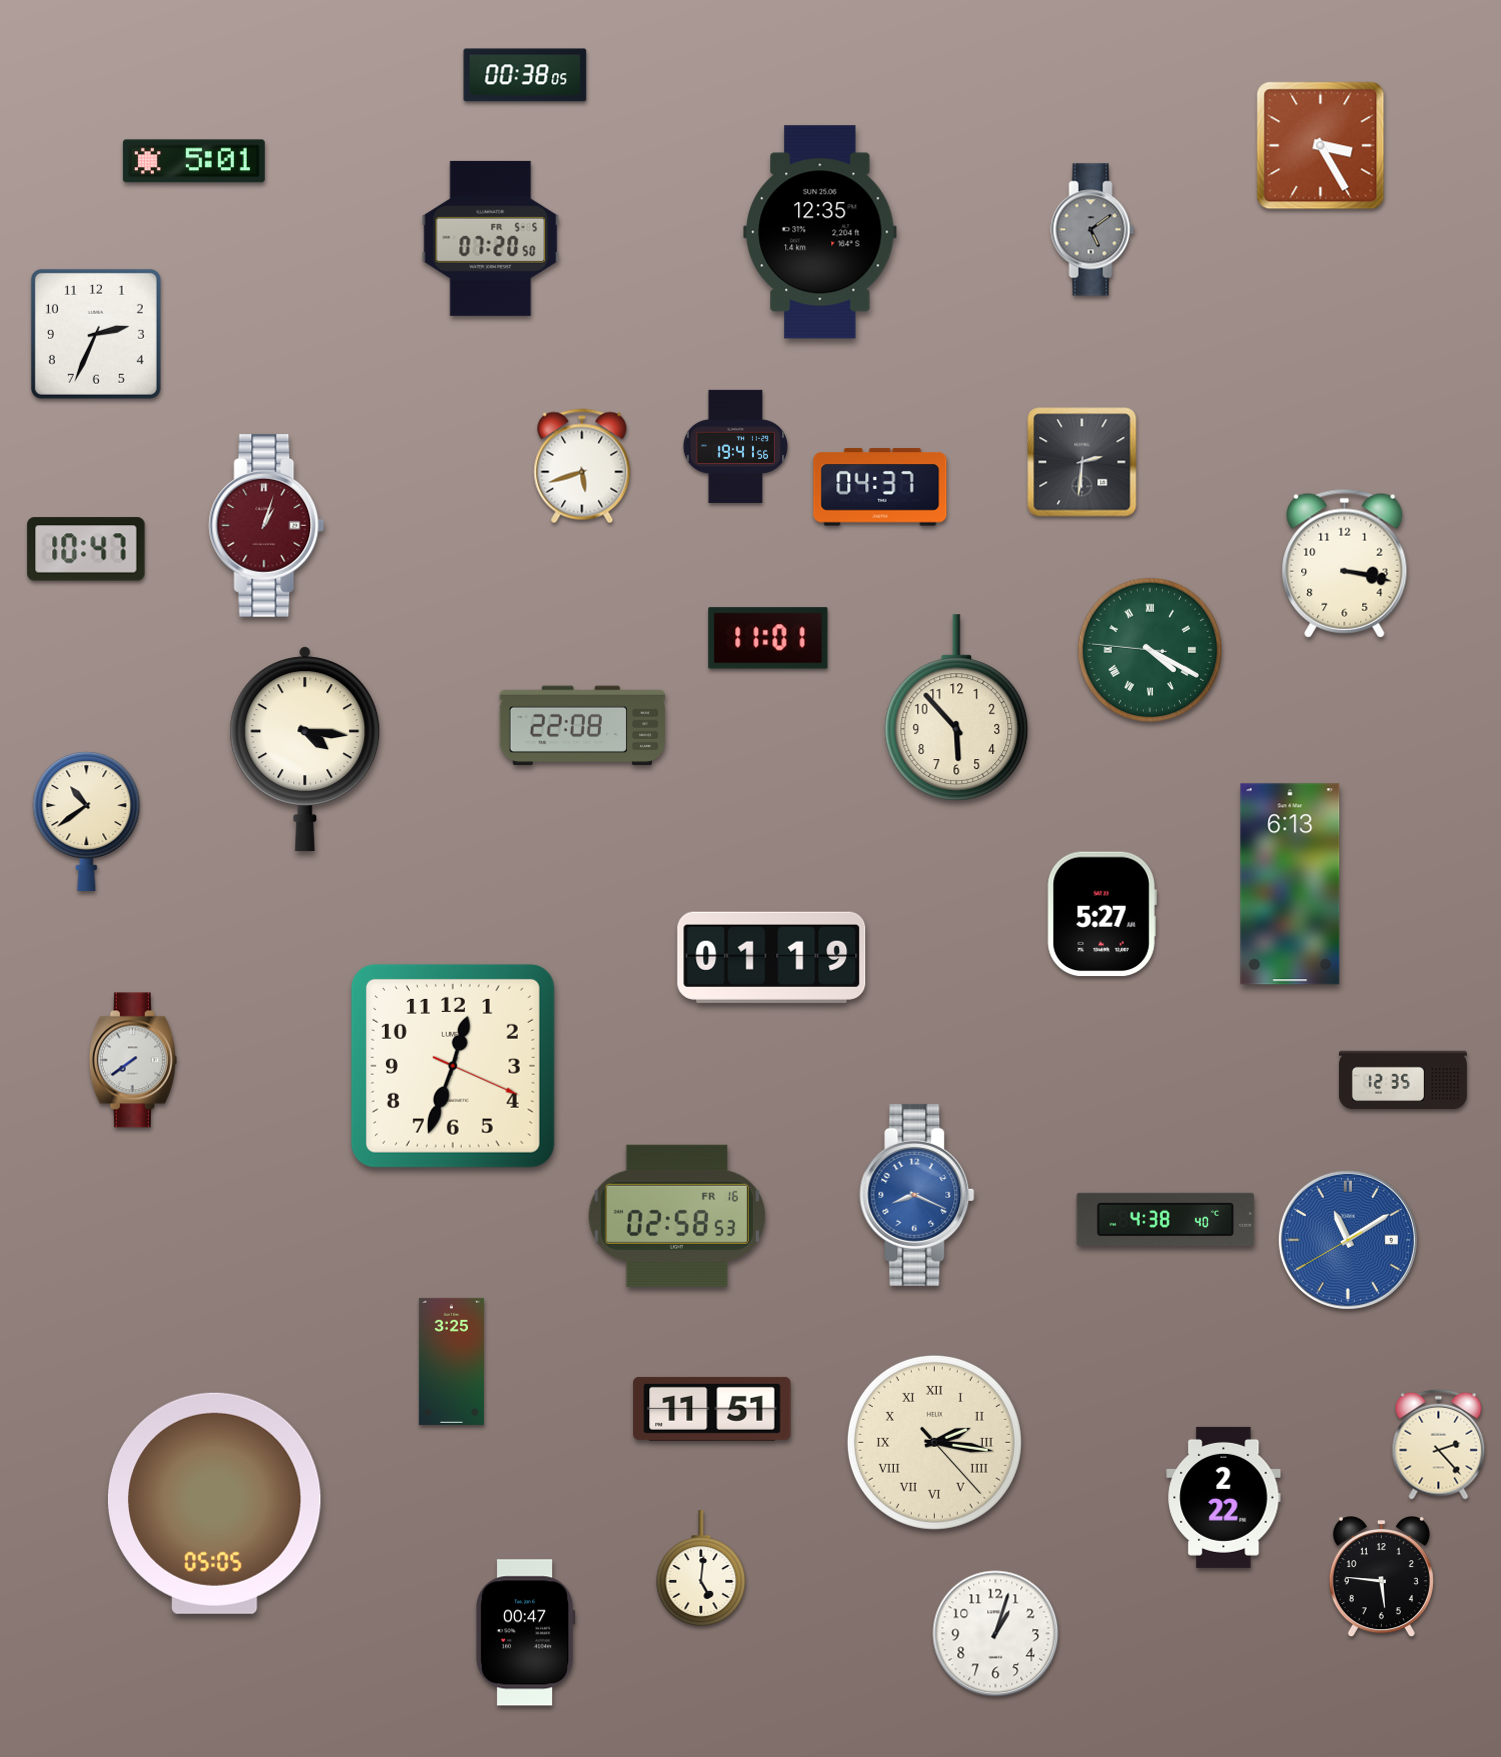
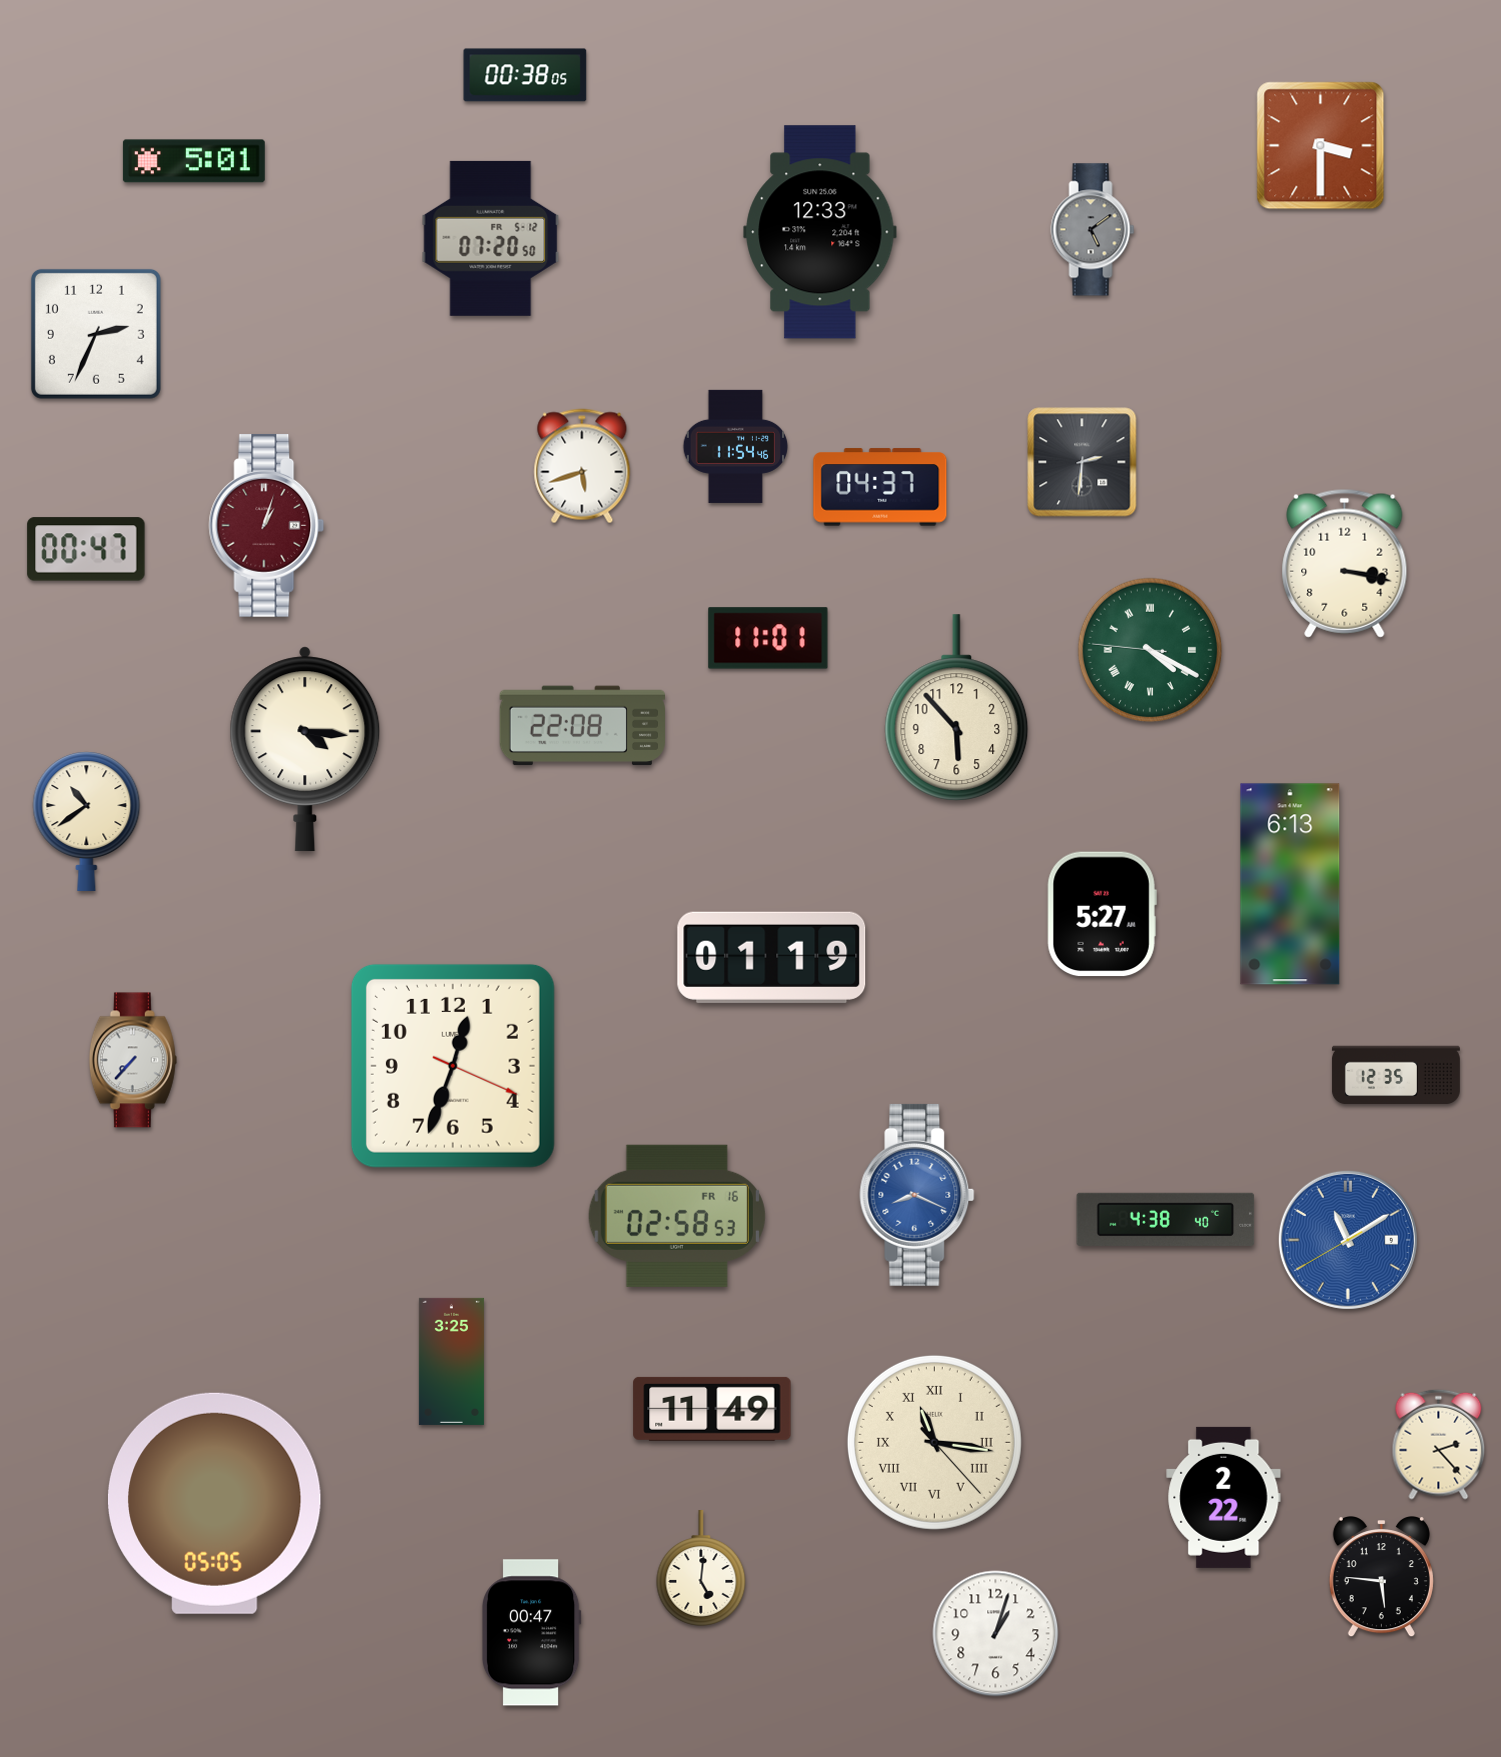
clock at (1321, 146): 3:25 -> 3:30
clock at (820, 232): 12:35 -> 12:33
clock at (491, 238) date: FR 5-5 -> FR 5-12
clock at (736, 446): 19:41 -> 11:54
clock at (86, 549): 10:47 -> 00:47
clock at (133, 1060): 7:39 -> 7:37
clock at (1403, 1080) position: (1403, 1080) -> (1396, 1075)
clock at (712, 1409): 11:51 -> 11:49
clock at (934, 1442): 2:16 -> 11:16
clock at (525, 1633) position: (525, 1633) -> (531, 1633)
